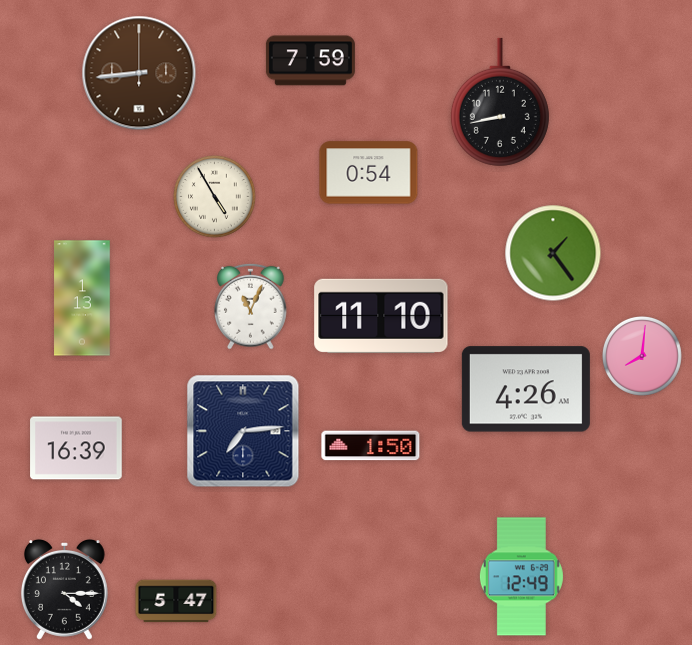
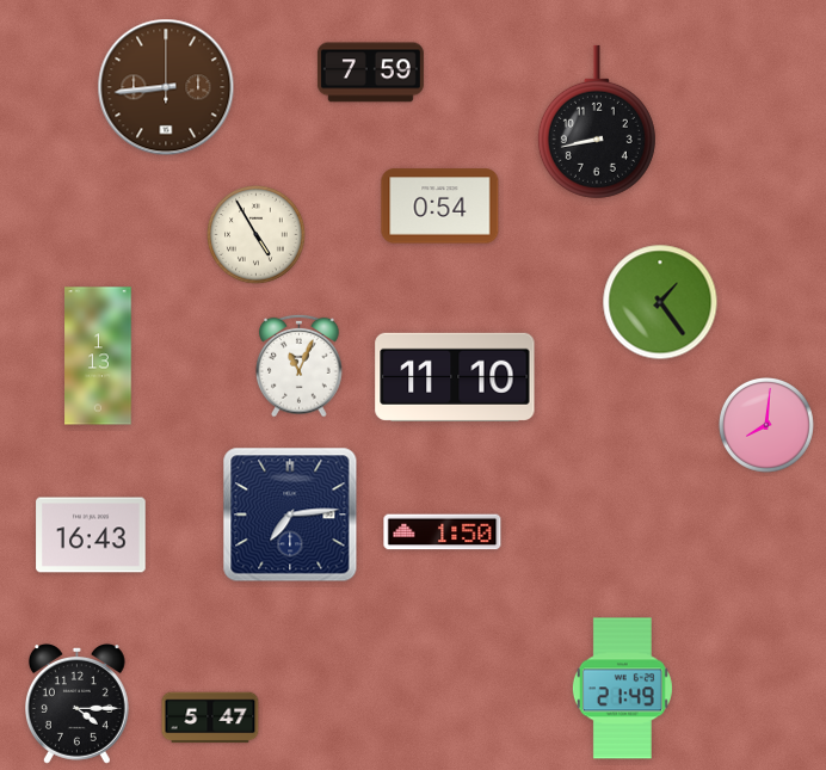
clock at (526, 389): 4:26 -> none
clock at (76, 448): 16:39 -> 16:43
clock at (521, 577): 12:49 -> 21:49
